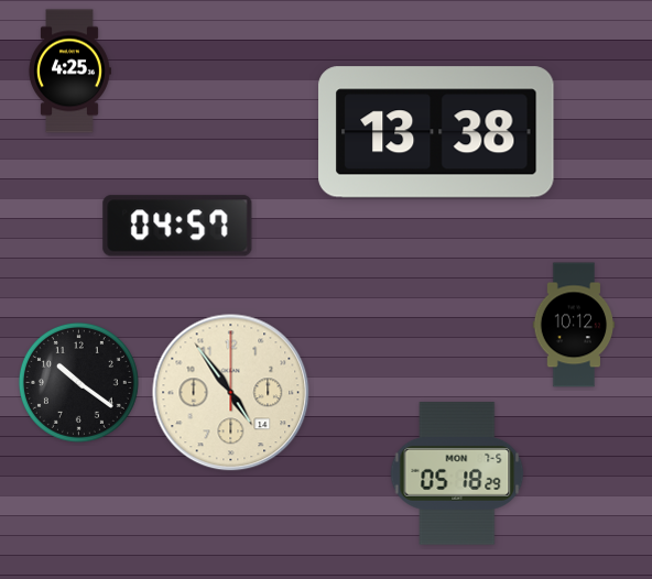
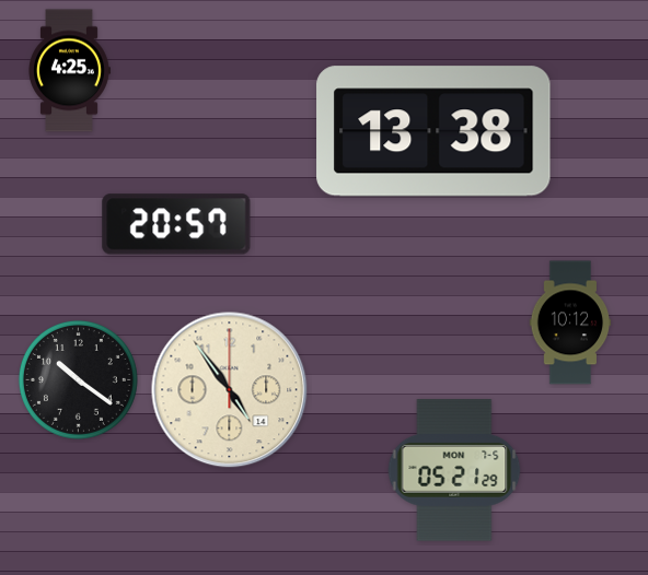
clock at (177, 226): 04:57 -> 20:57
clock at (457, 473): 05:18 -> 05:21
